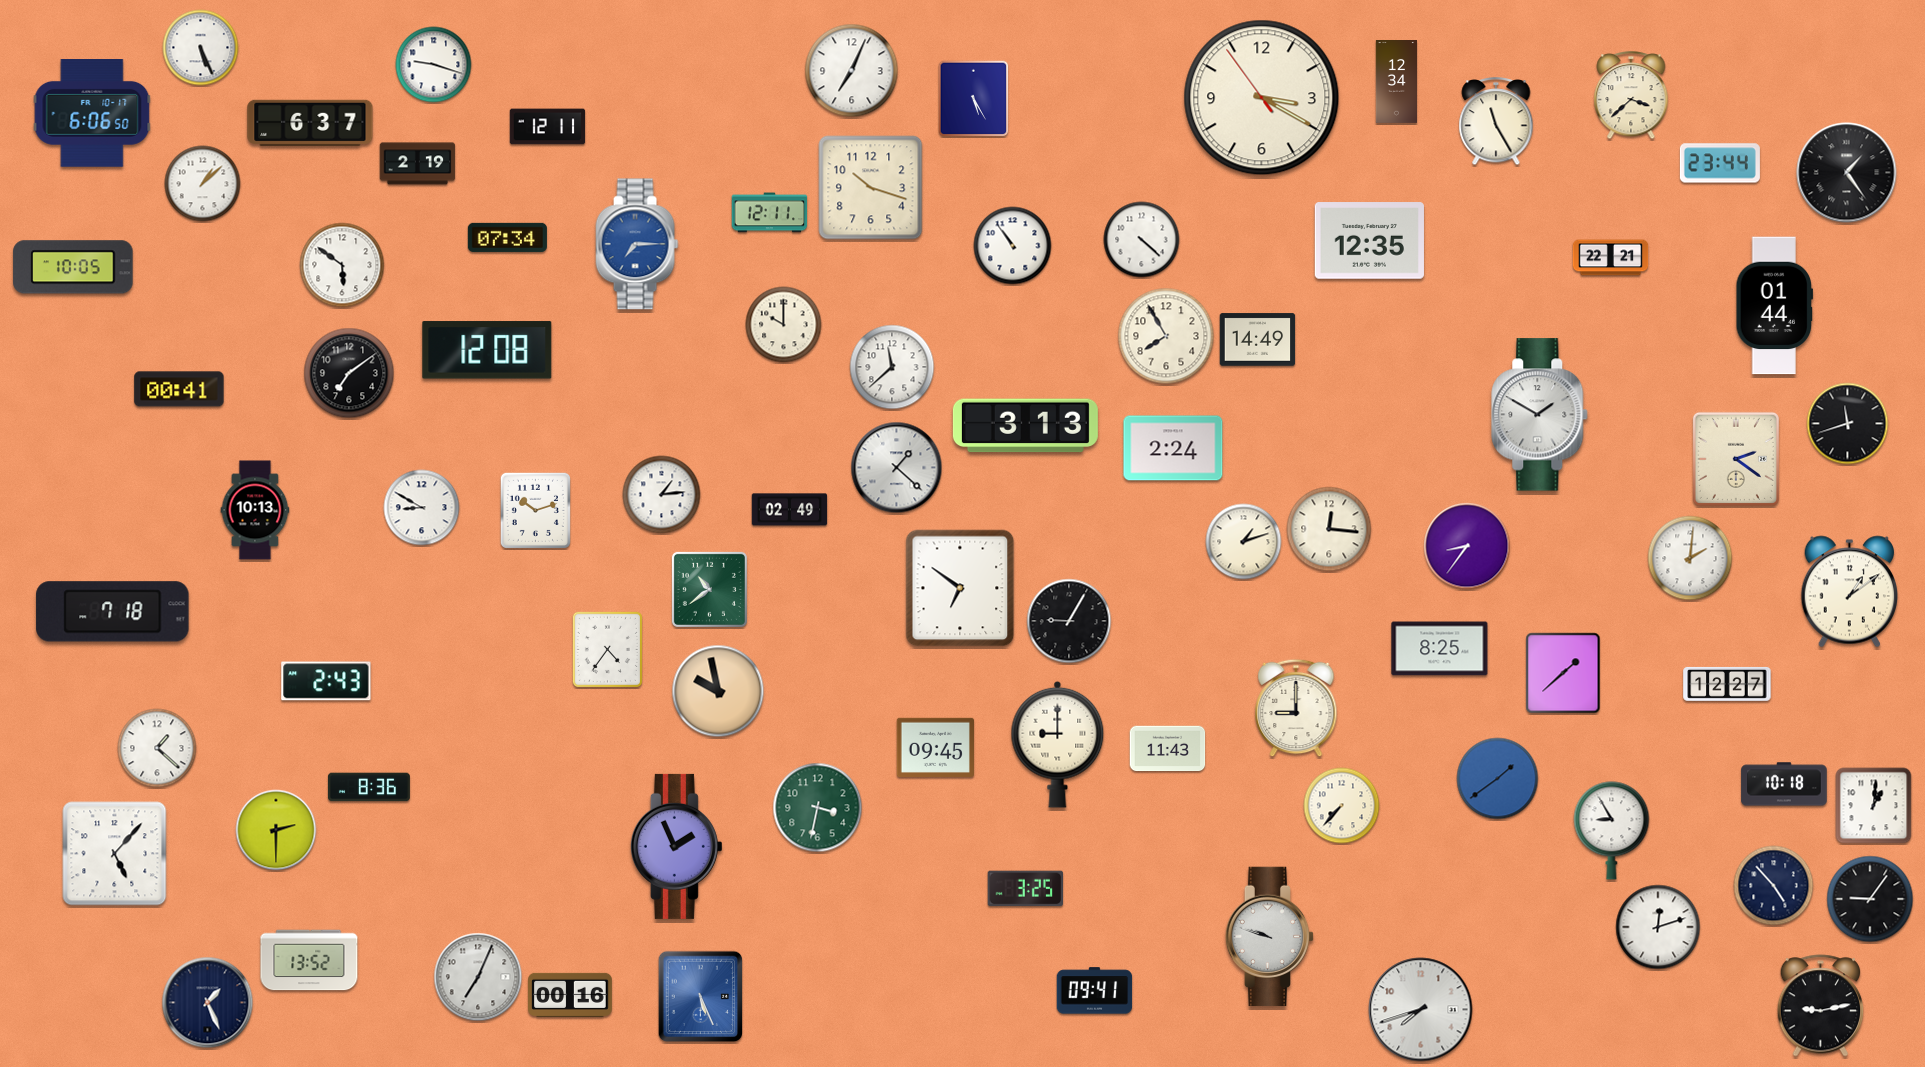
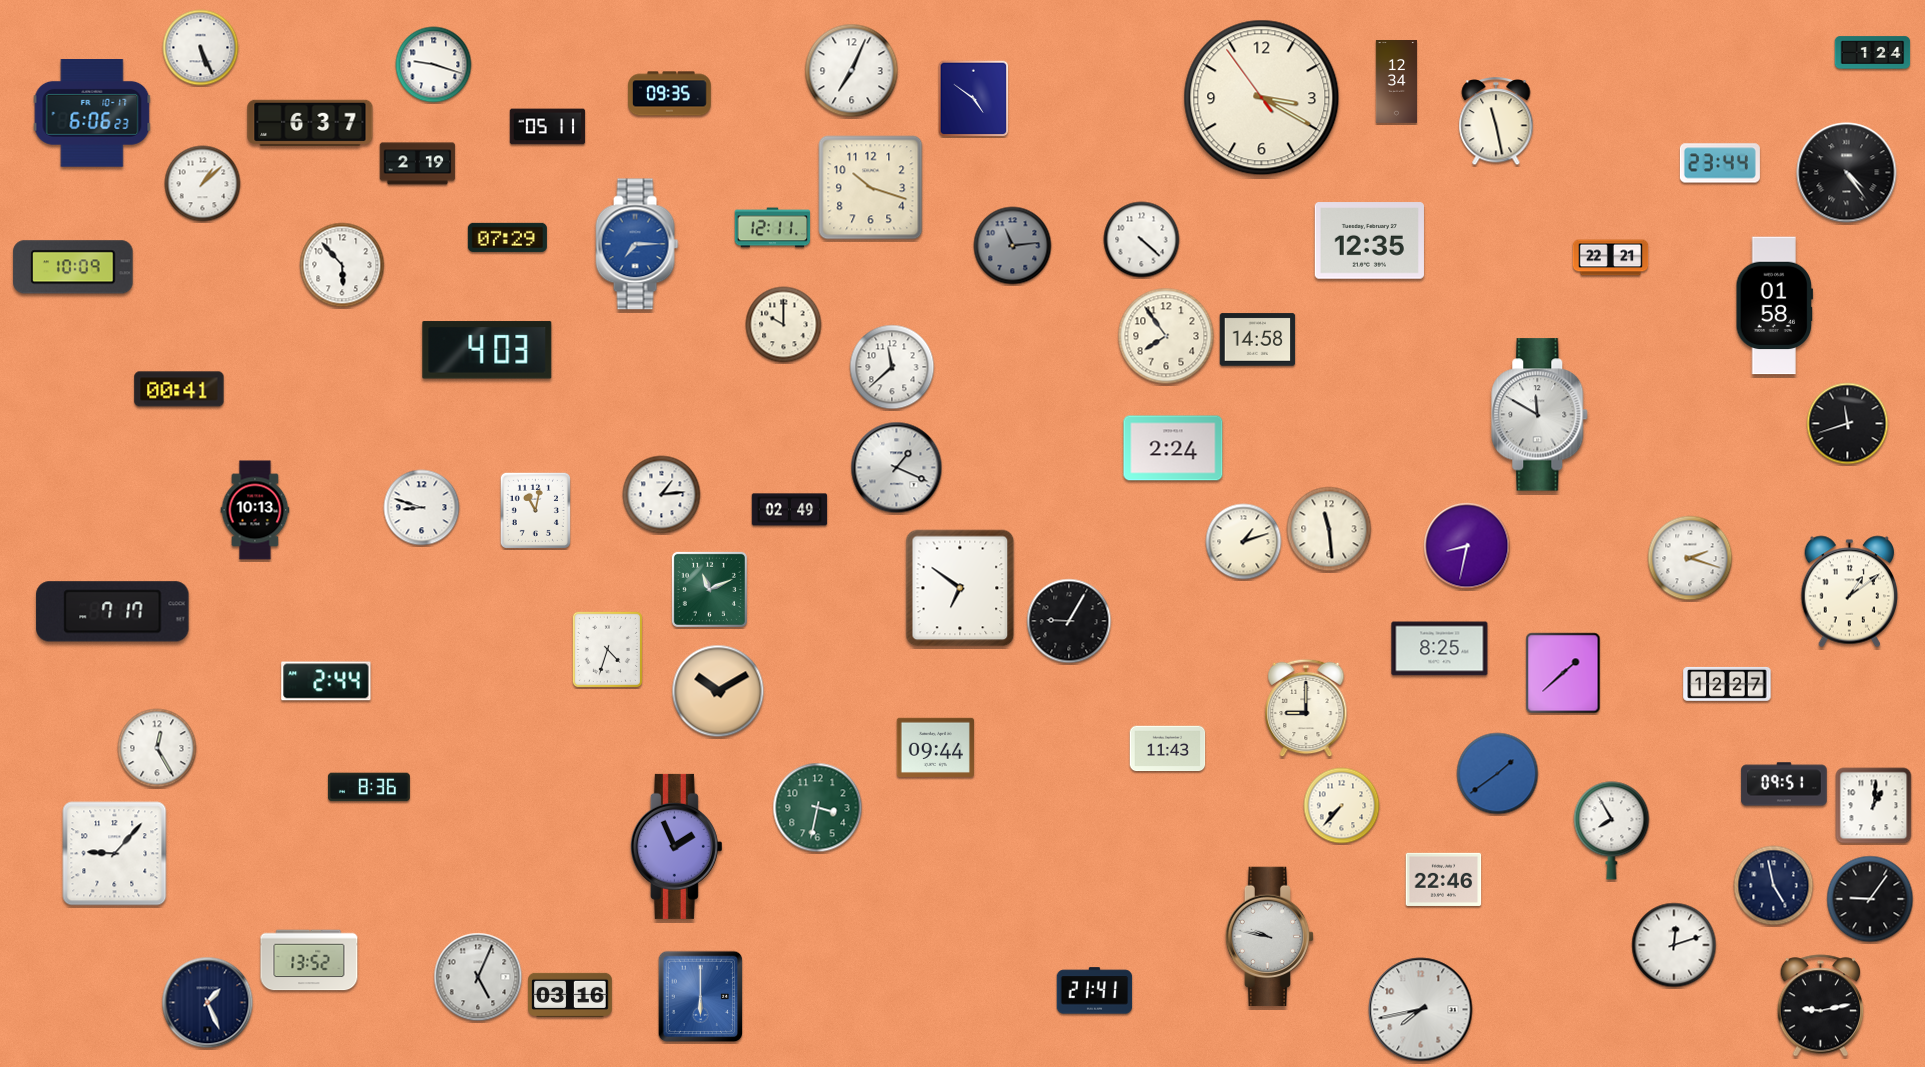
clock at (1873, 53): none -> 1:24
clock at (670, 94): none -> 09:35
clock at (1631, 96): 3:38 -> none
clock at (974, 99): 5:25 -> 4:51
clock at (92, 114): 6:06:50 -> 6:06:23
clock at (1496, 122): 11:25 -> 11:28
clock at (548, 127): 12:11 -> 05:11
clock at (1847, 173): 1:24 -> 4:24
clock at (770, 213) position: (770, 213) -> (773, 228)
clock at (507, 237): 07:34 -> 07:29
clock at (1013, 246): 10:54 -> 11:14
clock at (1013, 246) dial: white -> grey
clock at (342, 265): 5:51 -> 5:53
clock at (73, 267): 10:05 -> 10:09
clock at (1775, 306): 01:44 -> 01:58
clock at (1166, 336): 7:55 -> 7:54
clock at (1258, 340): 14:49 -> 14:58
clock at (487, 350): 12:08 -> 4:03
clock at (349, 373): 7:09 -> none
clock at (1540, 415): 1:50 -> 11:50
clock at (1025, 426): 3:13 -> none
clock at (1736, 459): 2:21 -> none
clock at (897, 468): 1:22 -> 1:19
clock at (422, 508): 8:50 -> 8:48
clock at (535, 510): 10:12 -> 11:02
clock at (1329, 529): 12:16 -> 11:29
clock at (1467, 546): 8:36 -> 8:32
clock at (1690, 558): 2:01 -> 2:18
clock at (709, 589): 10:39 -> 11:11
clock at (113, 612): 7:18 -> 7:17
clock at (607, 649): 4:36 -> 4:33
clock at (326, 681): 2:43 -> 2:44
clock at (718, 691): 9:58 -> 10:10
clock at (1296, 708) position: (1296, 708) -> (1306, 708)
clock at (1058, 744): 9:00 -> none
clock at (935, 747): 09:45 -> 09:44
clock at (157, 748): 1:22 -> 12:25
clock at (1498, 779) position: (1498, 779) -> (1498, 774)
clock at (1784, 784): 10:18 -> 09:51
clock at (276, 830): 2:30 -> none
clock at (1612, 831): 8:55 -> 7:55
clock at (115, 854): 5:07 -> 9:07
clock at (1444, 879): none -> 22:46
clock at (1774, 886): 4:53 -> 4:58
clock at (1026, 889): 3:25 -> none
clock at (1658, 927) position: (1658, 927) -> (1674, 945)
clock at (1270, 937): 9:48 -> 9:47
clock at (478, 977): 7:04 -> 5:04
clock at (1095, 991): 09:41 -> 21:41
clock at (570, 995): 00:16 -> 03:16
clock at (701, 997): 5:26 -> 6:00
clock at (1421, 1010): 7:42 -> 7:43
